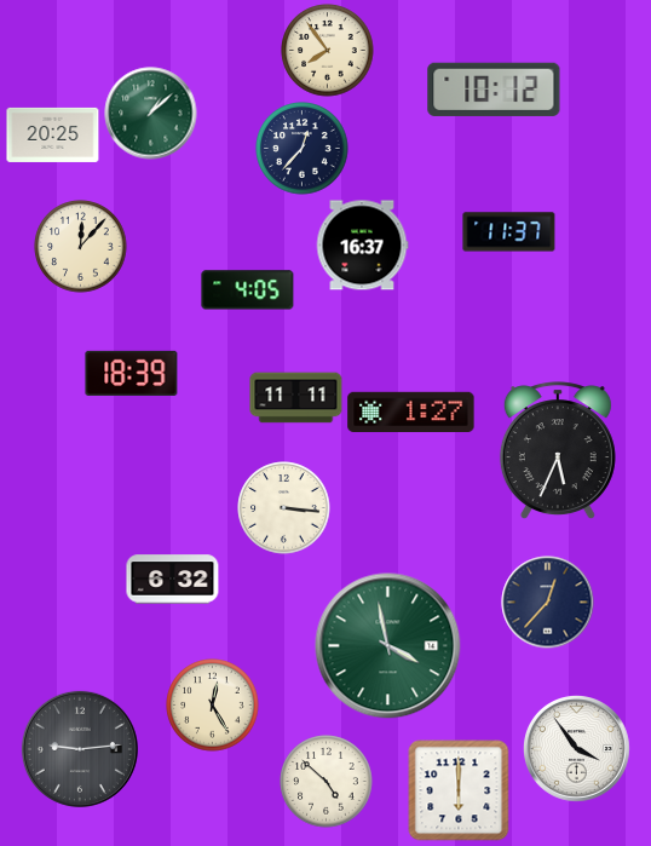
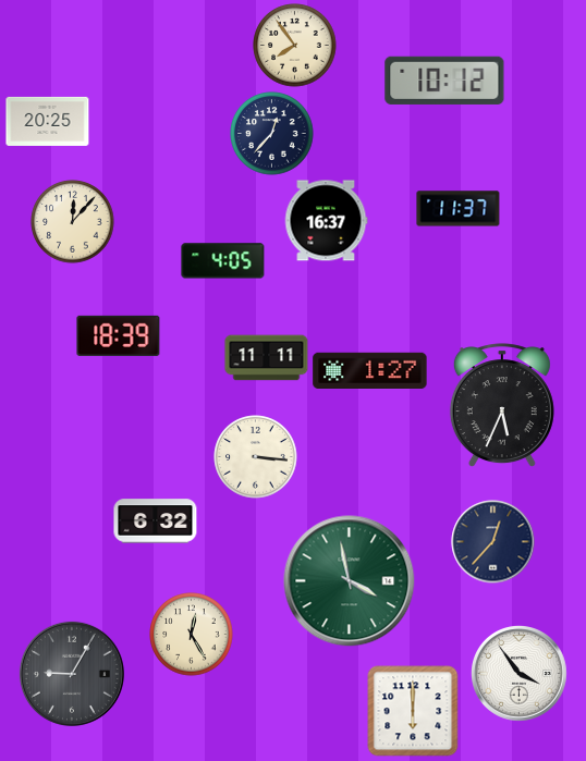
clock at (151, 114): 1:08 -> none
clock at (80, 749): 9:14 -> 9:05
clock at (327, 782): 4:52 -> none
